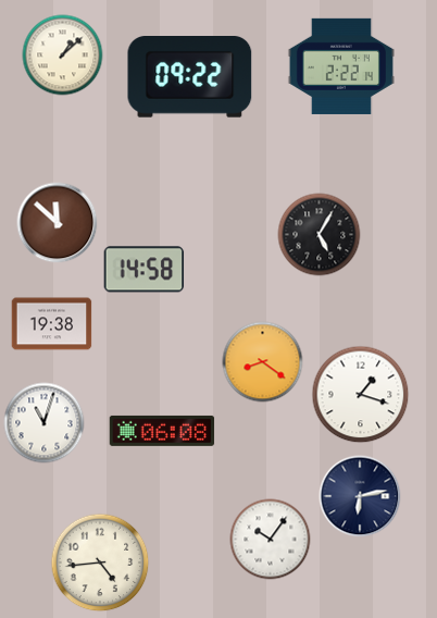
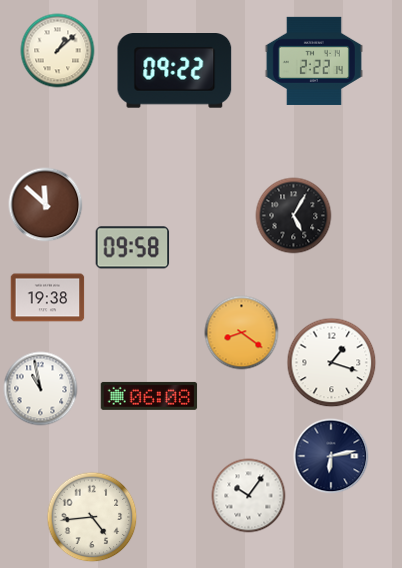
clock at (58, 223) position: (58, 223) -> (46, 205)
clock at (145, 270): 14:58 -> 09:58
clock at (45, 423): 11:03 -> 10:58
